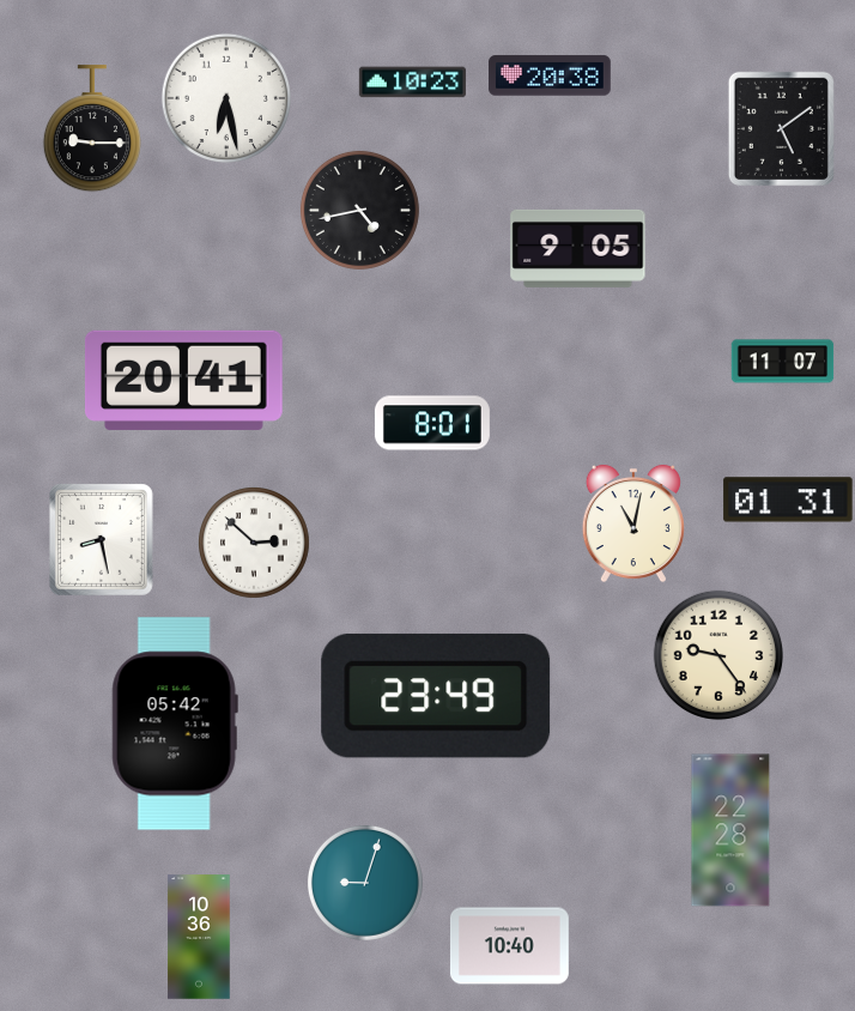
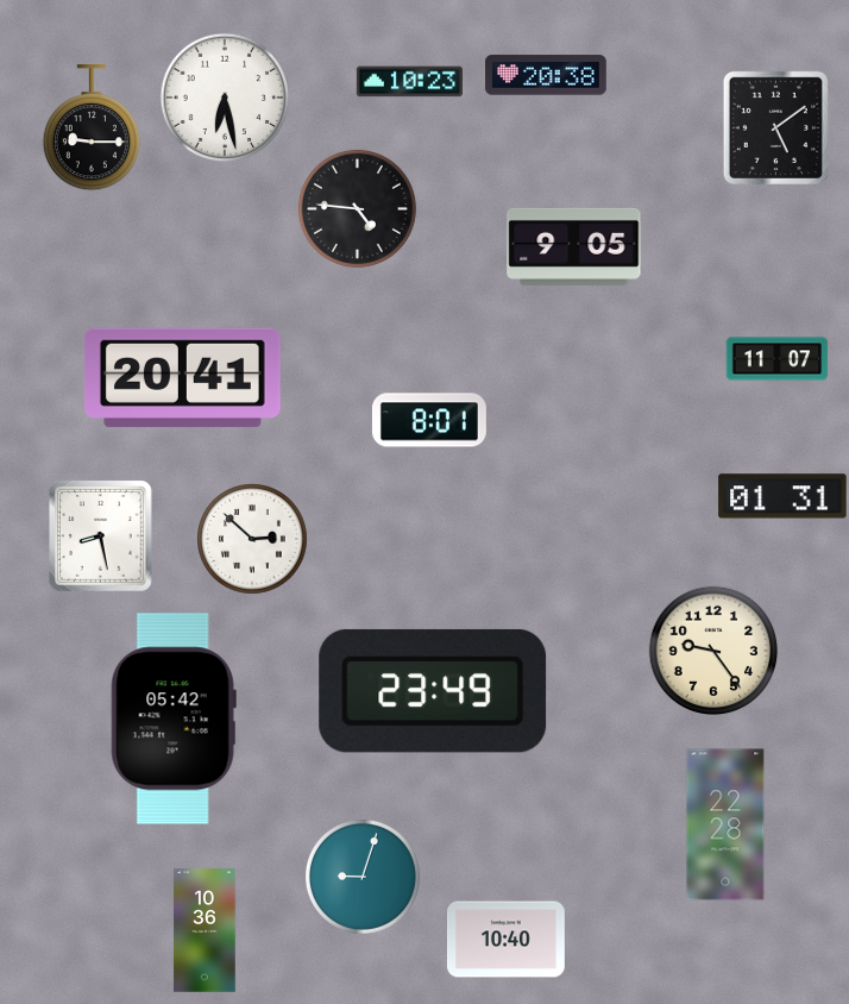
clock at (359, 210): 4:43 -> 4:46
clock at (633, 523): 11:02 -> none
clock at (199, 937) position: (199, 937) -> (205, 930)
